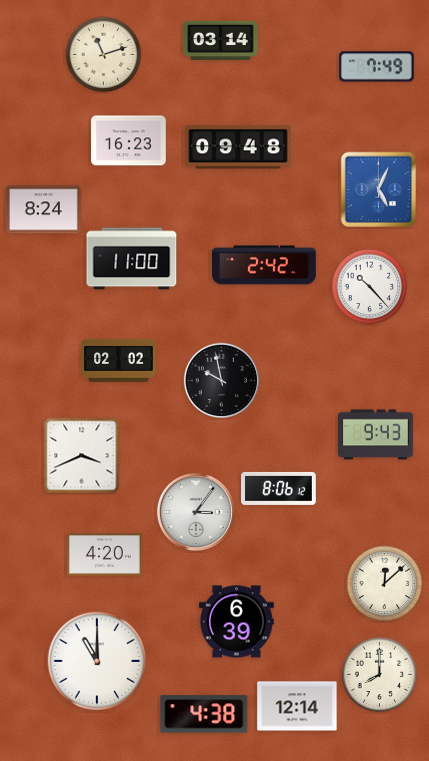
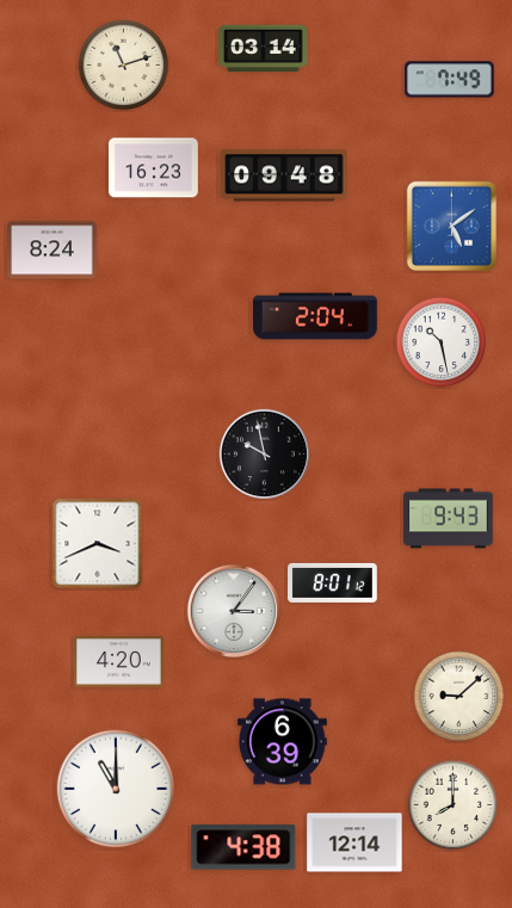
clock at (379, 190): 5:04 -> 5:09
clock at (132, 259): 11:00 -> none
clock at (264, 265): 2:42 -> 2:04
clock at (370, 287): 10:23 -> 10:28
clock at (119, 360): 02:02 -> none
clock at (279, 488): 8:06 -> 8:01
clock at (105, 555) position: (105, 555) -> (119, 662)
clock at (385, 584): 12:08 -> 9:08
clock at (204, 714) position: (204, 714) -> (243, 847)
